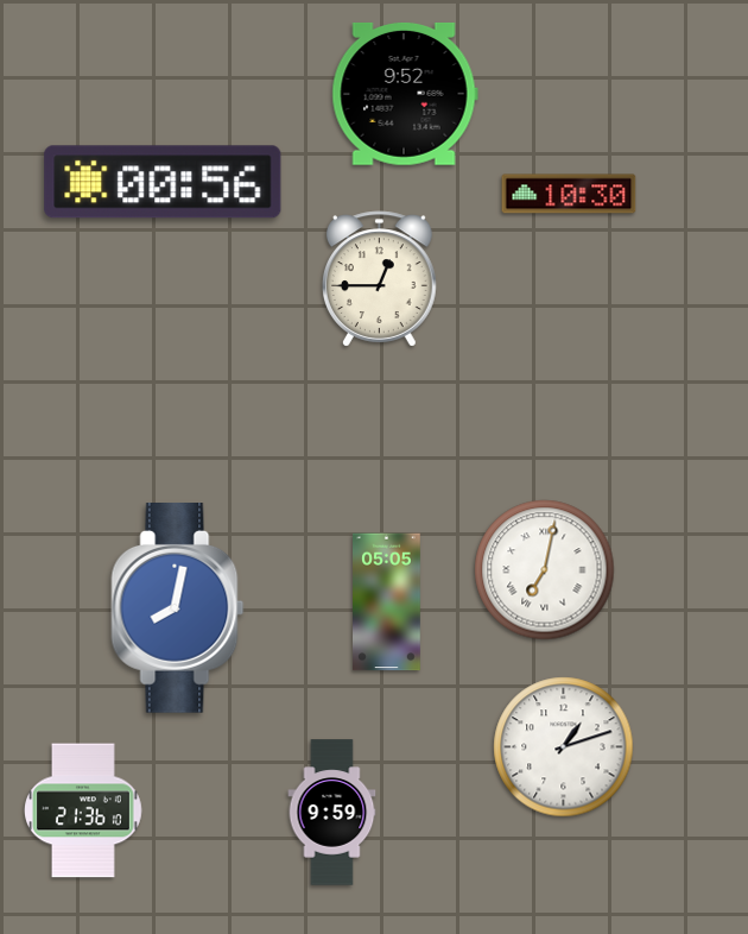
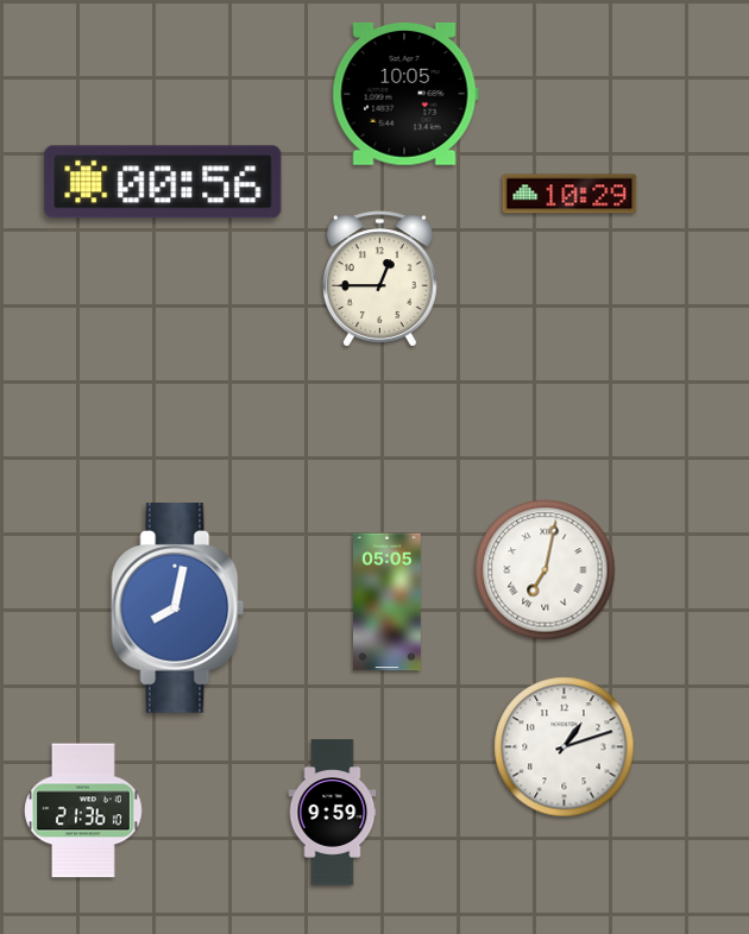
clock at (405, 94): 9:52 -> 10:05
clock at (569, 194): 10:30 -> 10:29
